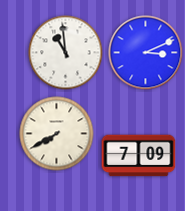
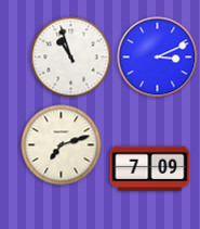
clock at (66, 53): 10:59 -> 10:57
clock at (57, 134): 7:40 -> 7:12
